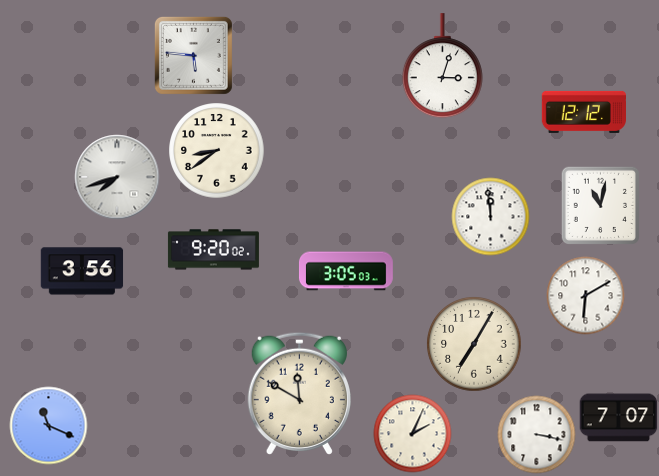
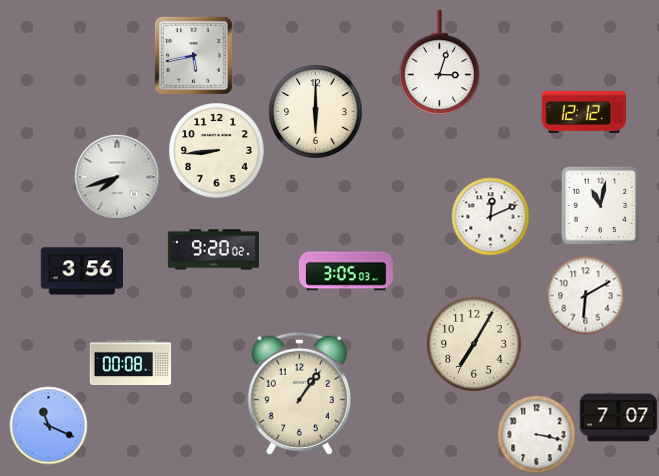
clock at (193, 55): 5:46 -> 5:43
clock at (442, 66) position: (442, 66) -> (439, 63)
clock at (315, 111): none -> 6:00
clock at (216, 150): 8:39 -> 8:44
clock at (490, 216): 11:59 -> 12:11
clock at (130, 363): none -> 00:08
clock at (299, 393): 11:50 -> 1:06
clock at (412, 433): 2:04 -> none
